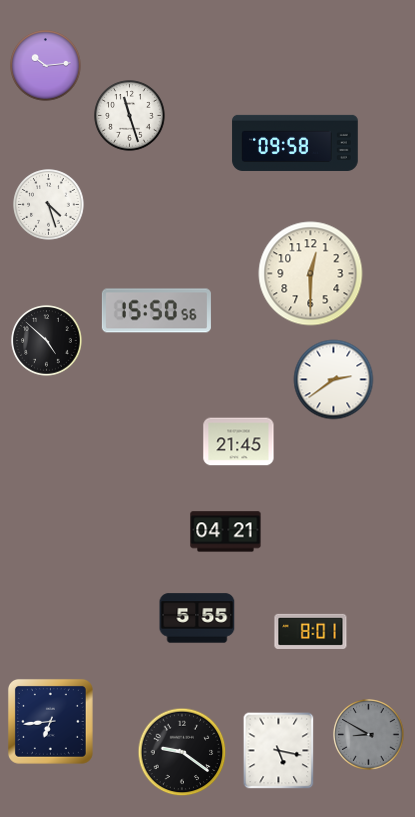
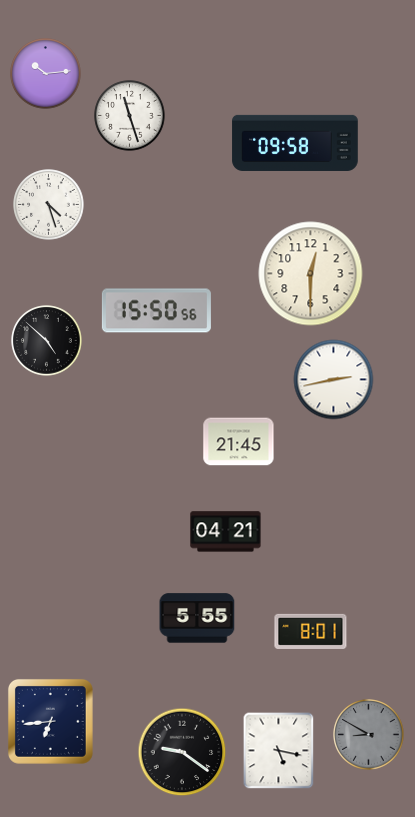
clock at (46, 66) position: (46, 66) -> (46, 74)
clock at (334, 380): 2:39 -> 2:43
